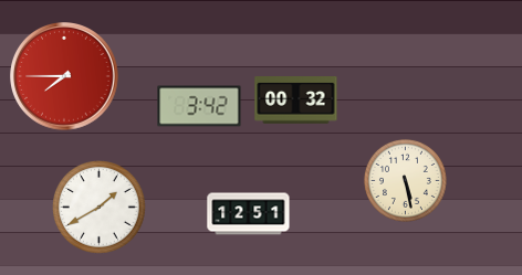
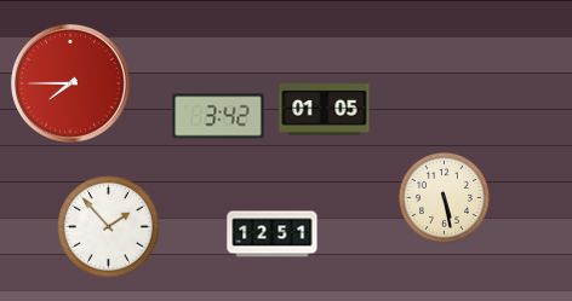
clock at (296, 101): 00:32 -> 01:05
clock at (100, 208): 1:40 -> 1:53
